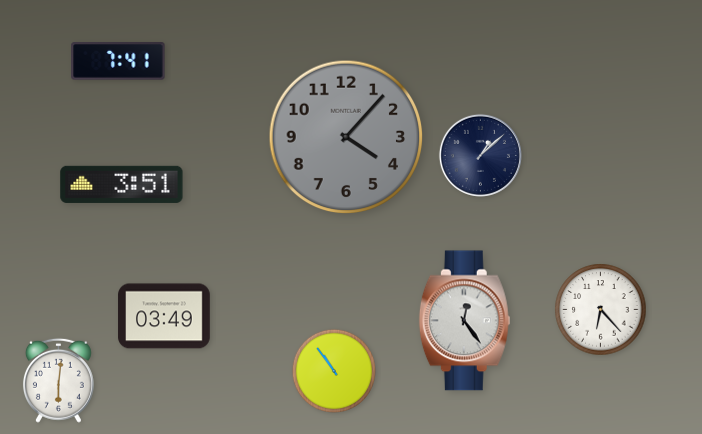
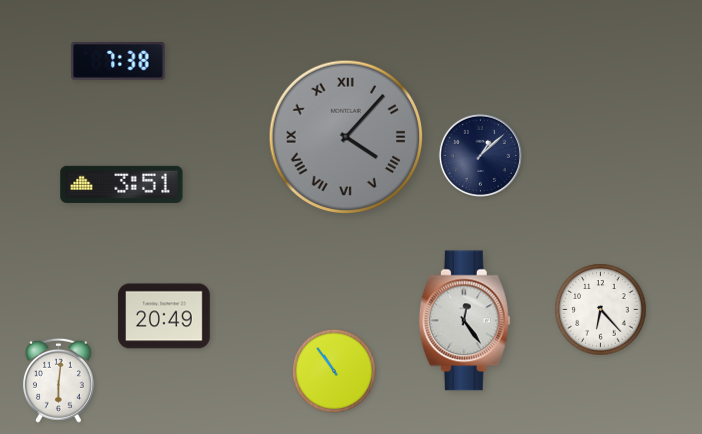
clock at (118, 62): 7:41 -> 7:38
clock at (346, 137) numerals: Arabic -> Roman
clock at (164, 316): 03:49 -> 20:49
